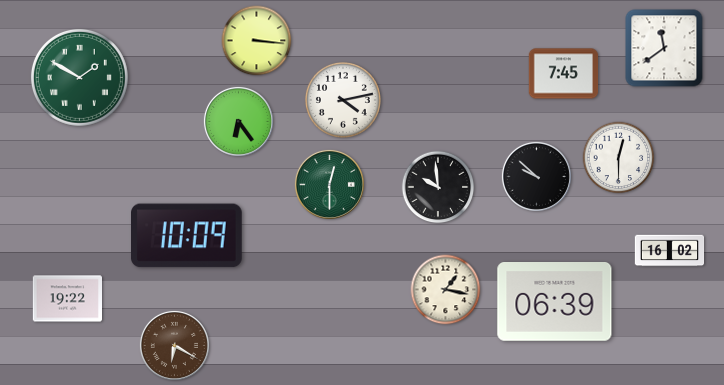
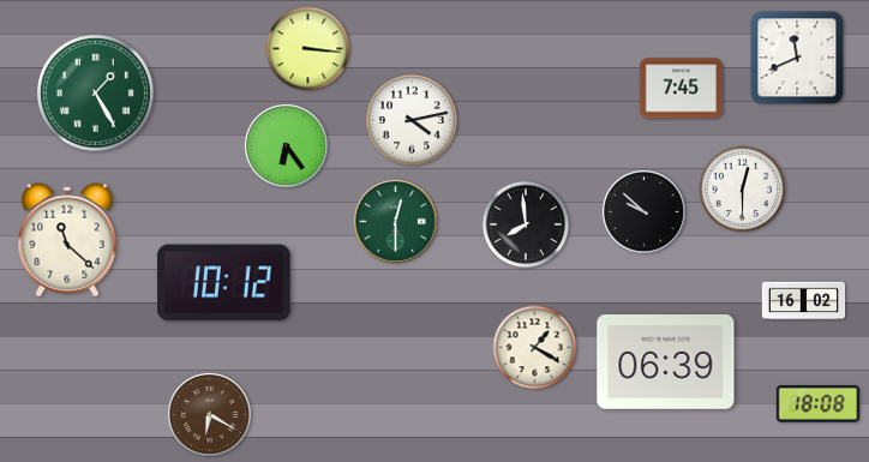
clock at (664, 48): 11:39 -> 11:41
clock at (564, 74) position: (564, 74) -> (682, 89)
clock at (79, 77): 1:50 -> 1:25
clock at (438, 187): 9:59 -> 7:59
clock at (67, 240): none -> 11:22
clock at (187, 236): 10:09 -> 10:12
clock at (446, 290): 1:17 -> 1:20
clock at (68, 299): 19:22 -> none
clock at (817, 404): none -> 18:08
